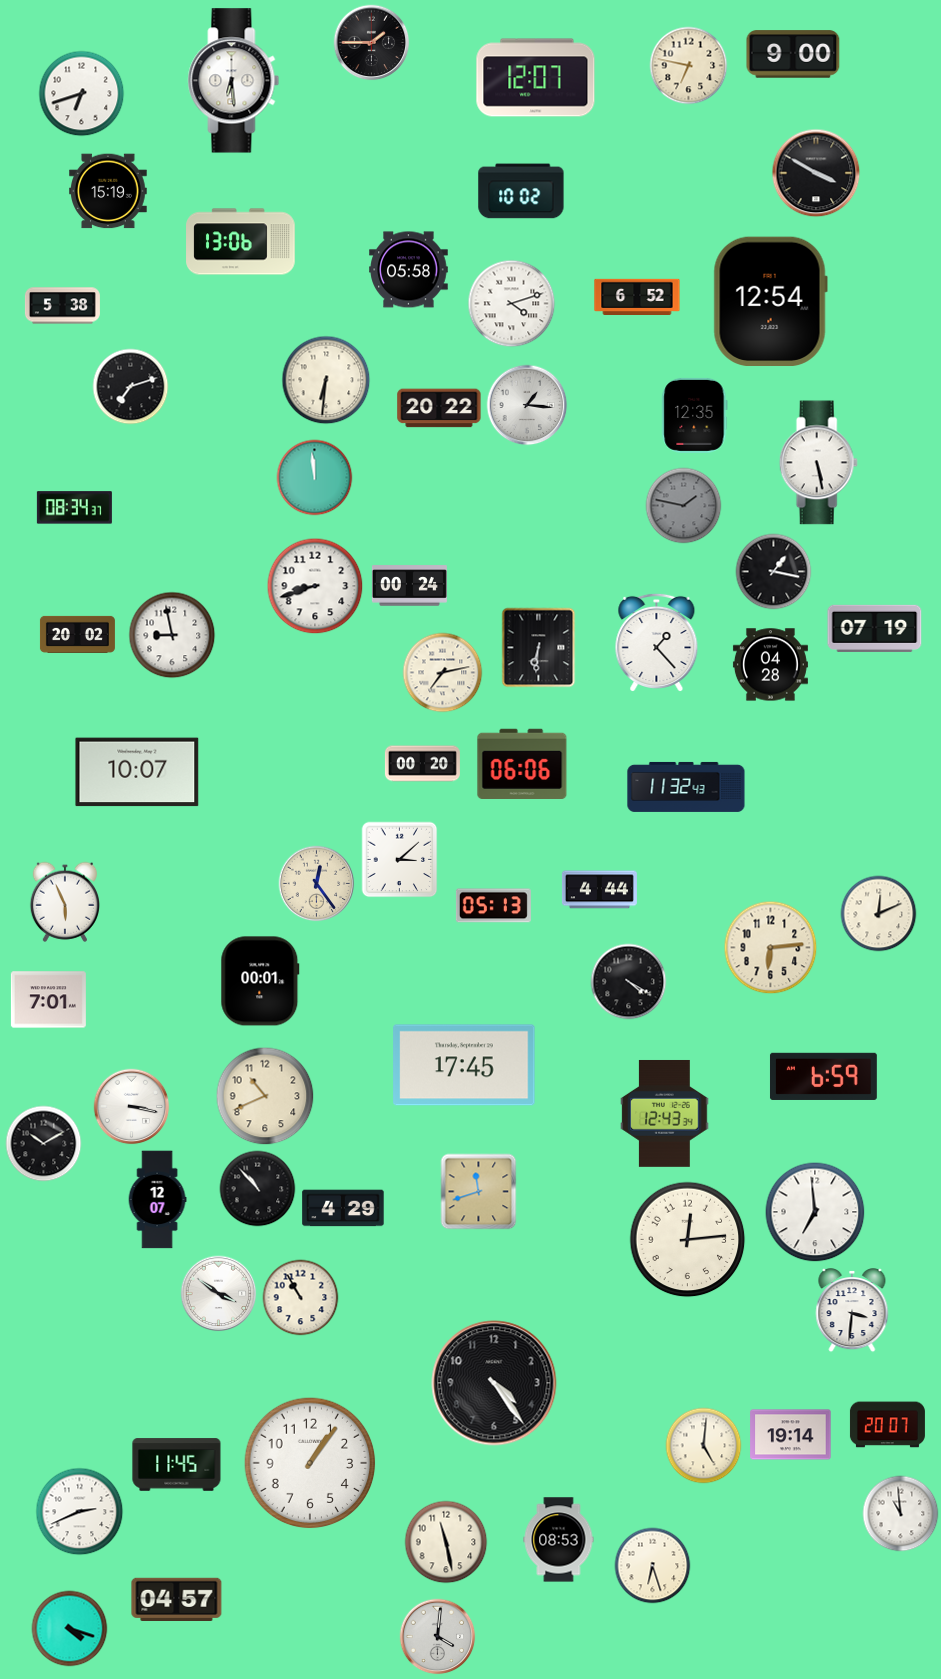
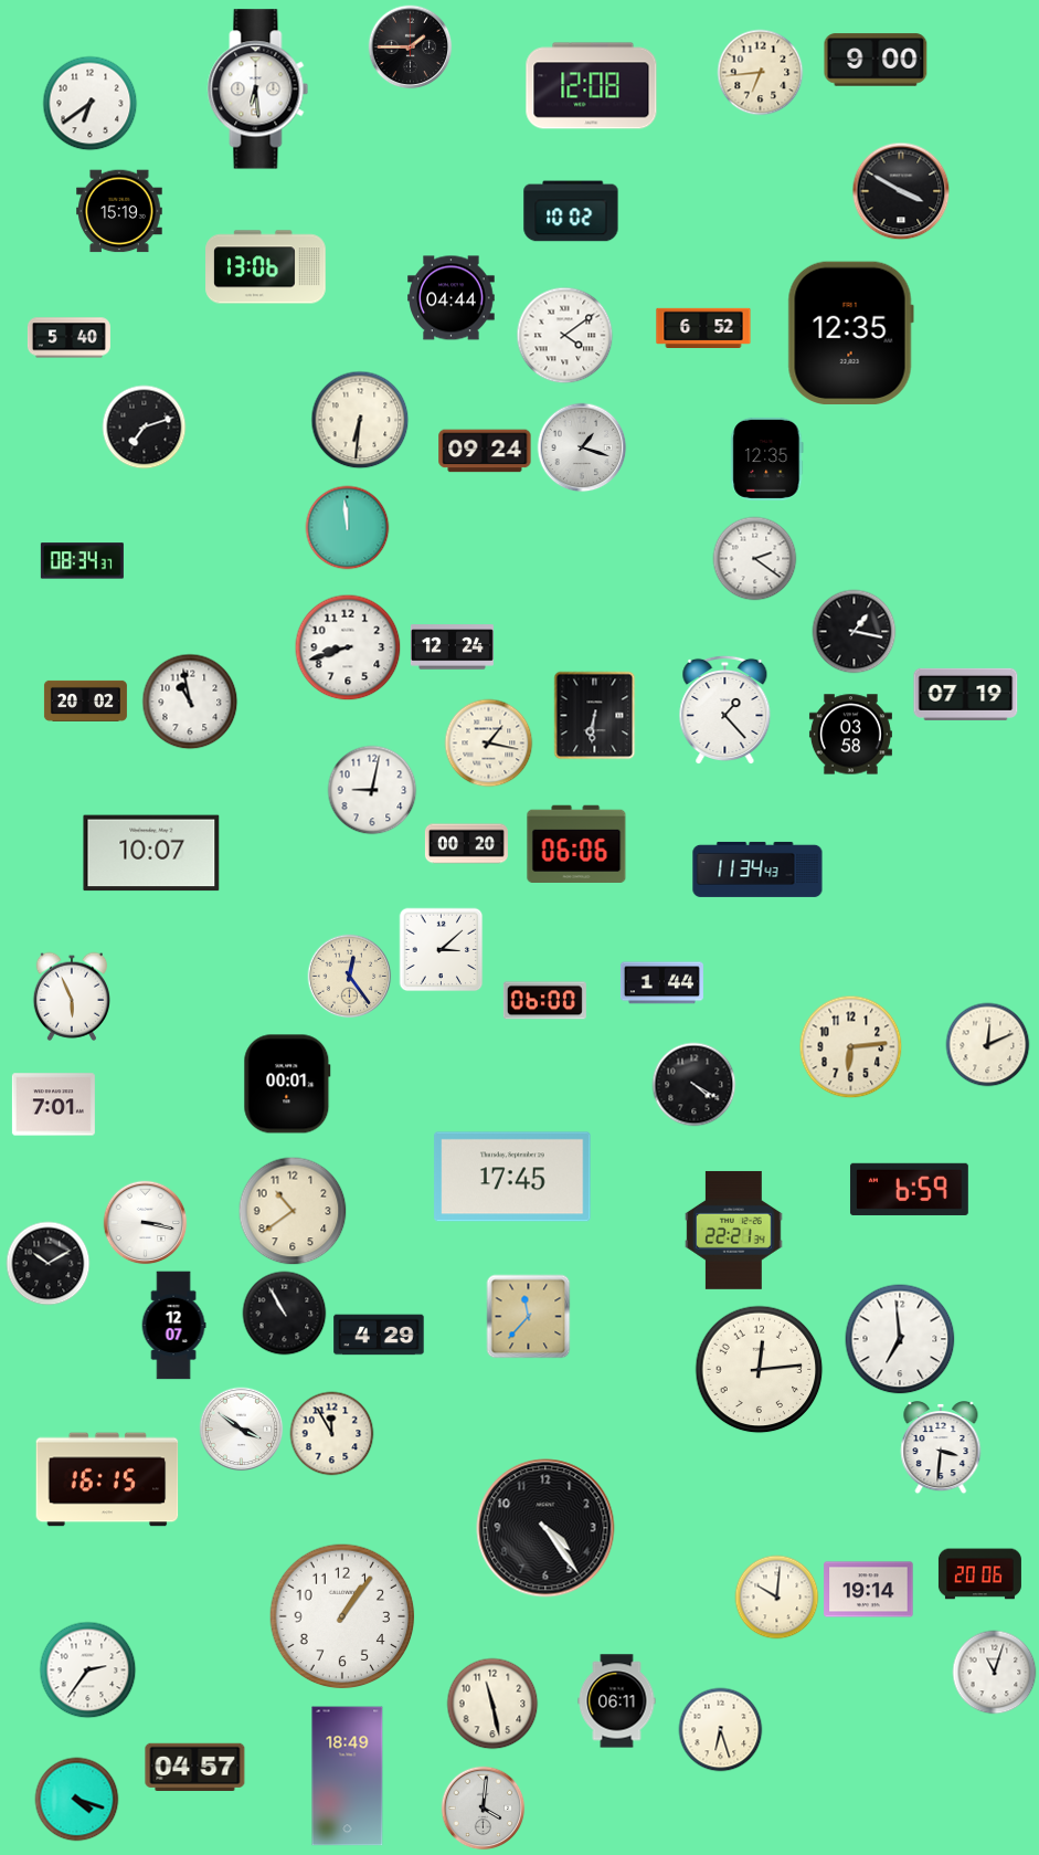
clock at (689, 66): 6:47 -> 6:44
clock at (536, 78): 12:07 -> 12:08
clock at (82, 94): 6:42 -> 6:39
clock at (521, 191) position: (521, 191) -> (571, 211)
clock at (409, 270): 05:58 -> 04:44
clock at (770, 301): 12:54 -> 12:35
clock at (512, 304): 4:12 -> 4:09
clock at (62, 306): 5:38 -> 5:40
clock at (527, 405): 1:16 -> 1:18
clock at (439, 408): 20:22 -> 09:24
clock at (818, 463): 5:28 -> none
clock at (684, 506): 1:47 -> 2:21
clock at (684, 506) dial: grey -> white
clock at (409, 586): 00:24 -> 12:24
clock at (172, 635): 8:58 -> 10:58
clock at (770, 665): 04:28 -> 03:58
clock at (443, 673): 7:13 -> 1:17
clock at (372, 790): none -> 9:02
clock at (686, 787): 11:32 -> 11:34
clock at (599, 890): 4:44 -> 1:44
clock at (493, 906): 05:13 -> 06:00
clock at (879, 914) position: (879, 914) -> (988, 1045)
clock at (265, 1096): 10:41 -> 10:39
clock at (665, 1113): 12:43 -> 22:21
clock at (258, 1189): 10:53 -> 10:55
clock at (479, 1192): 11:42 -> 11:37
clock at (301, 1298): 10:55 -> 11:55
clock at (107, 1479): none -> 16:15
clock at (887, 1425): 20:07 -> 20:06
clock at (791, 1435) position: (791, 1435) -> (869, 1590)
clock at (704, 1446): 5:01 -> 10:01
clock at (177, 1465): 11:45 -> none
clock at (80, 1512): 2:41 -> 2:36
clock at (901, 1514): 10:59 -> 11:03
clock at (559, 1540): 08:53 -> 06:11
clock at (348, 1777): none -> 18:49
